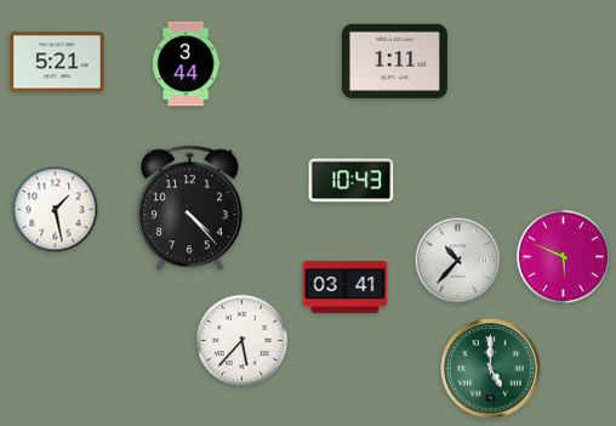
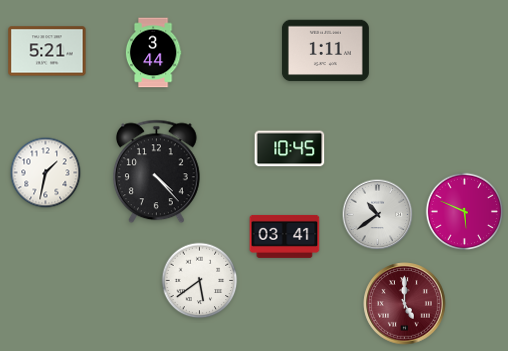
clock at (352, 181): 10:43 -> 10:45
clock at (56, 210): 1:28 -> 1:32
clock at (458, 261): 10:37 -> 10:39
clock at (243, 341): 5:37 -> 5:39
clock at (491, 369) dial: green -> burgundy
